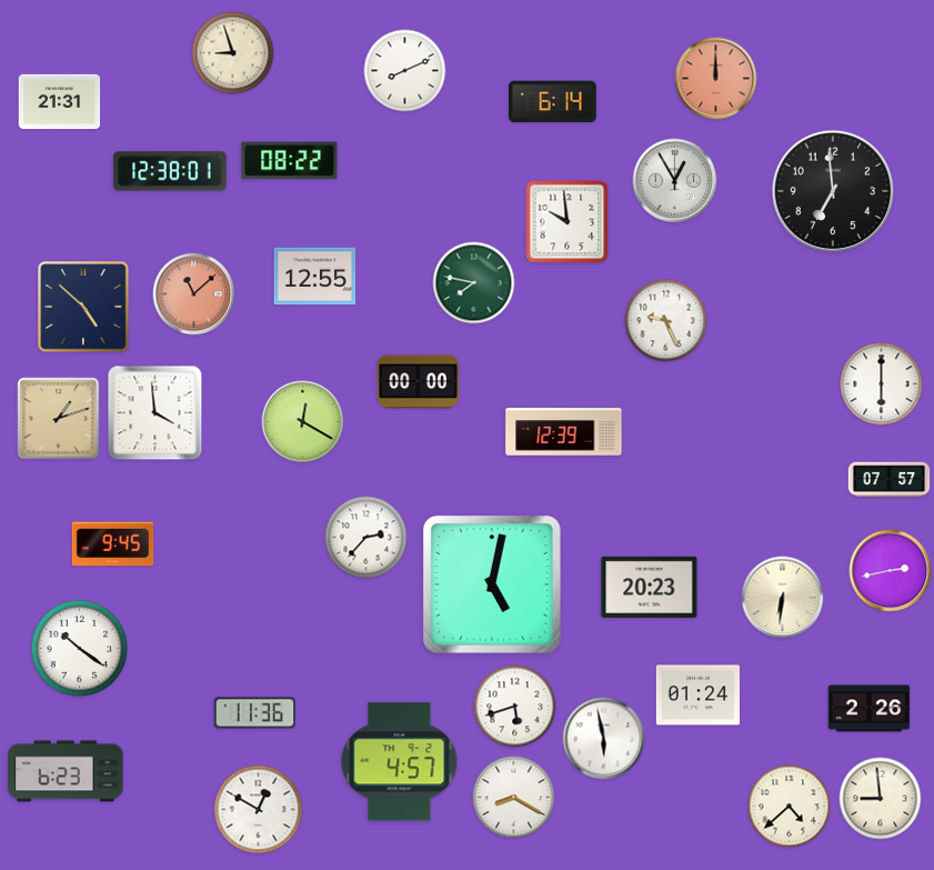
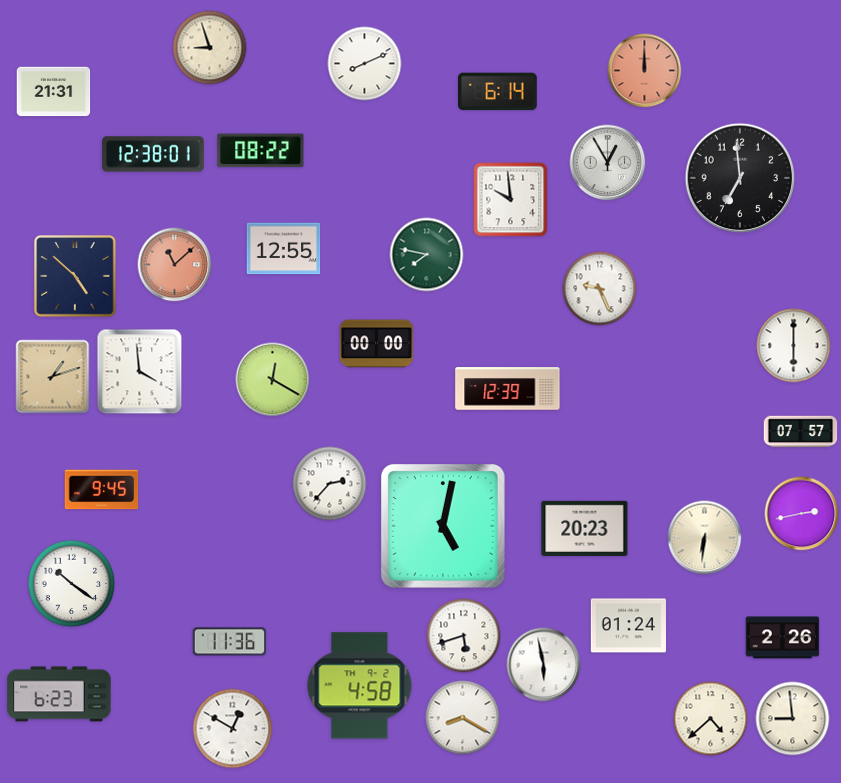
clock at (290, 161) position: (290, 161) -> (261, 151)
clock at (832, 190) position: (832, 190) -> (739, 177)
clock at (400, 762): 4:57 -> 4:58
clock at (790, 807) position: (790, 807) -> (711, 719)
